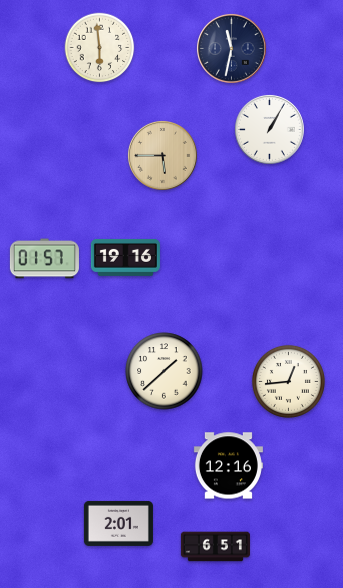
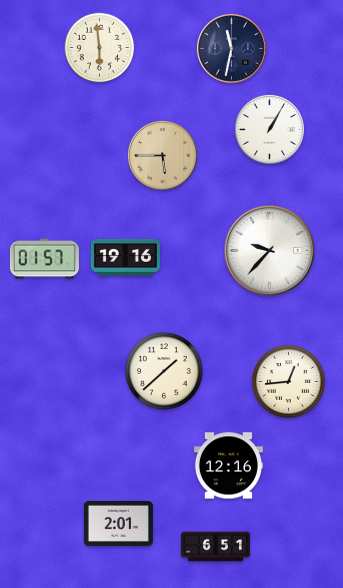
clock at (270, 251): none -> 9:37
